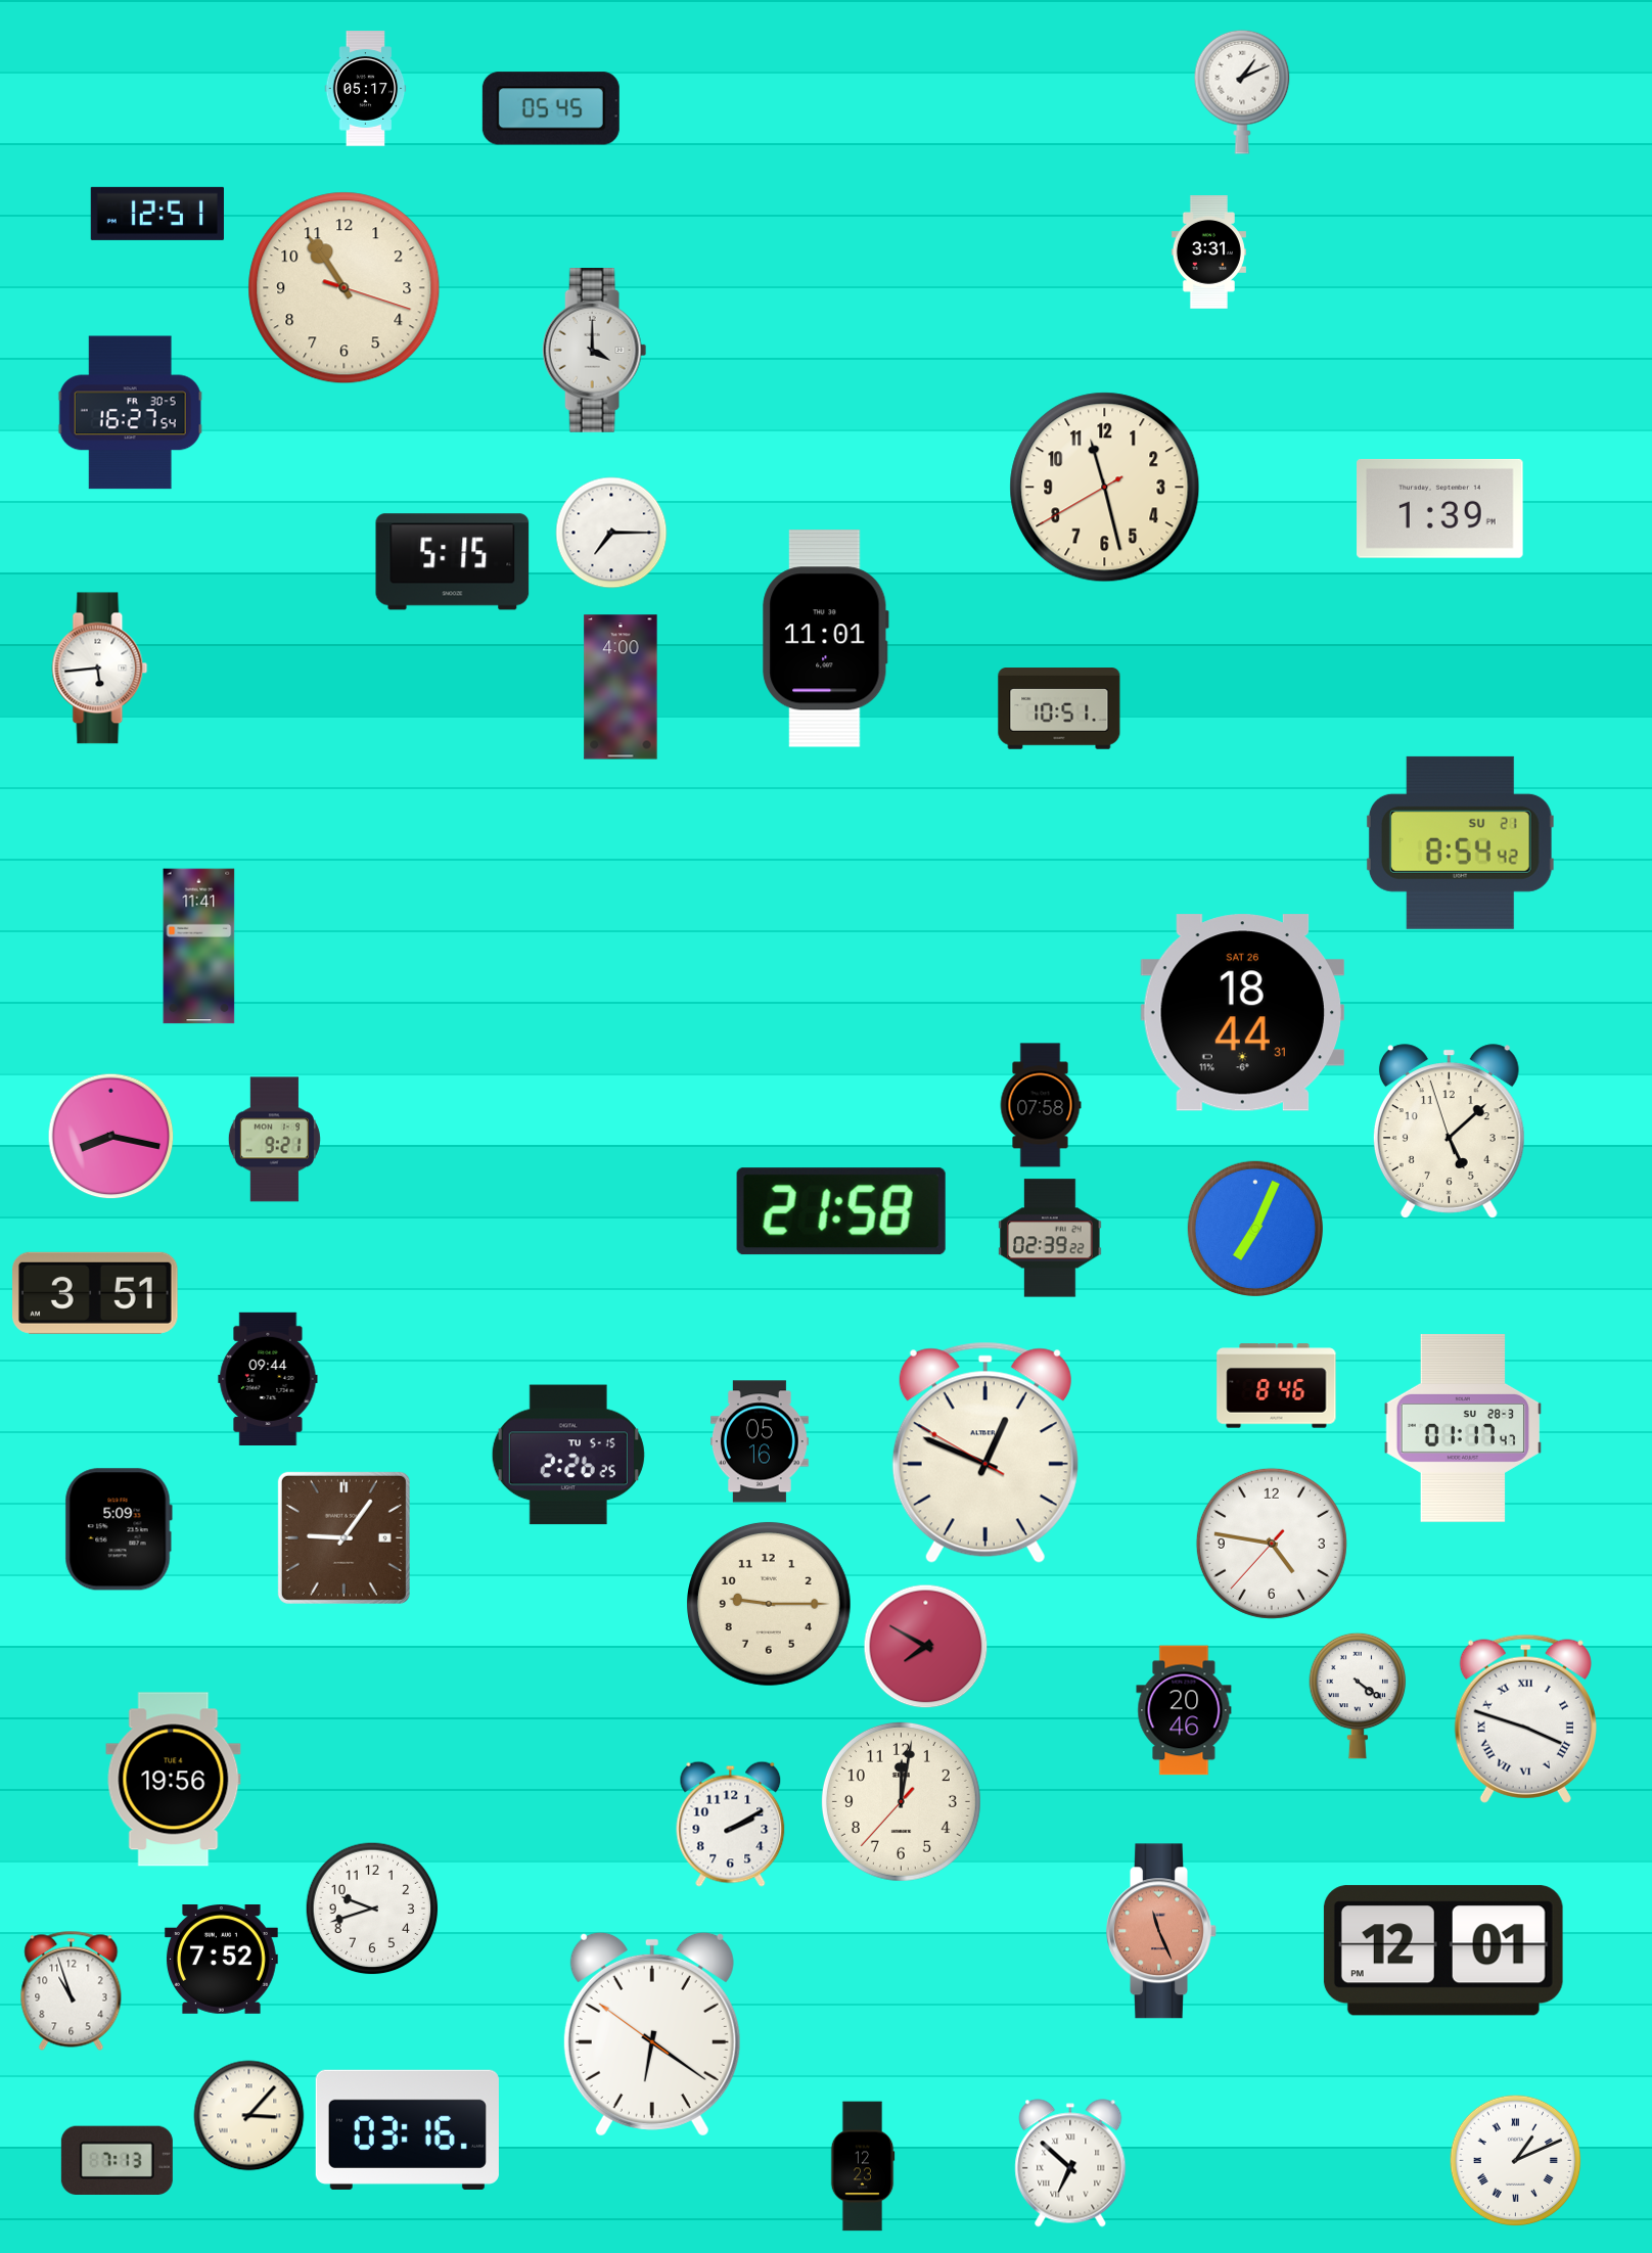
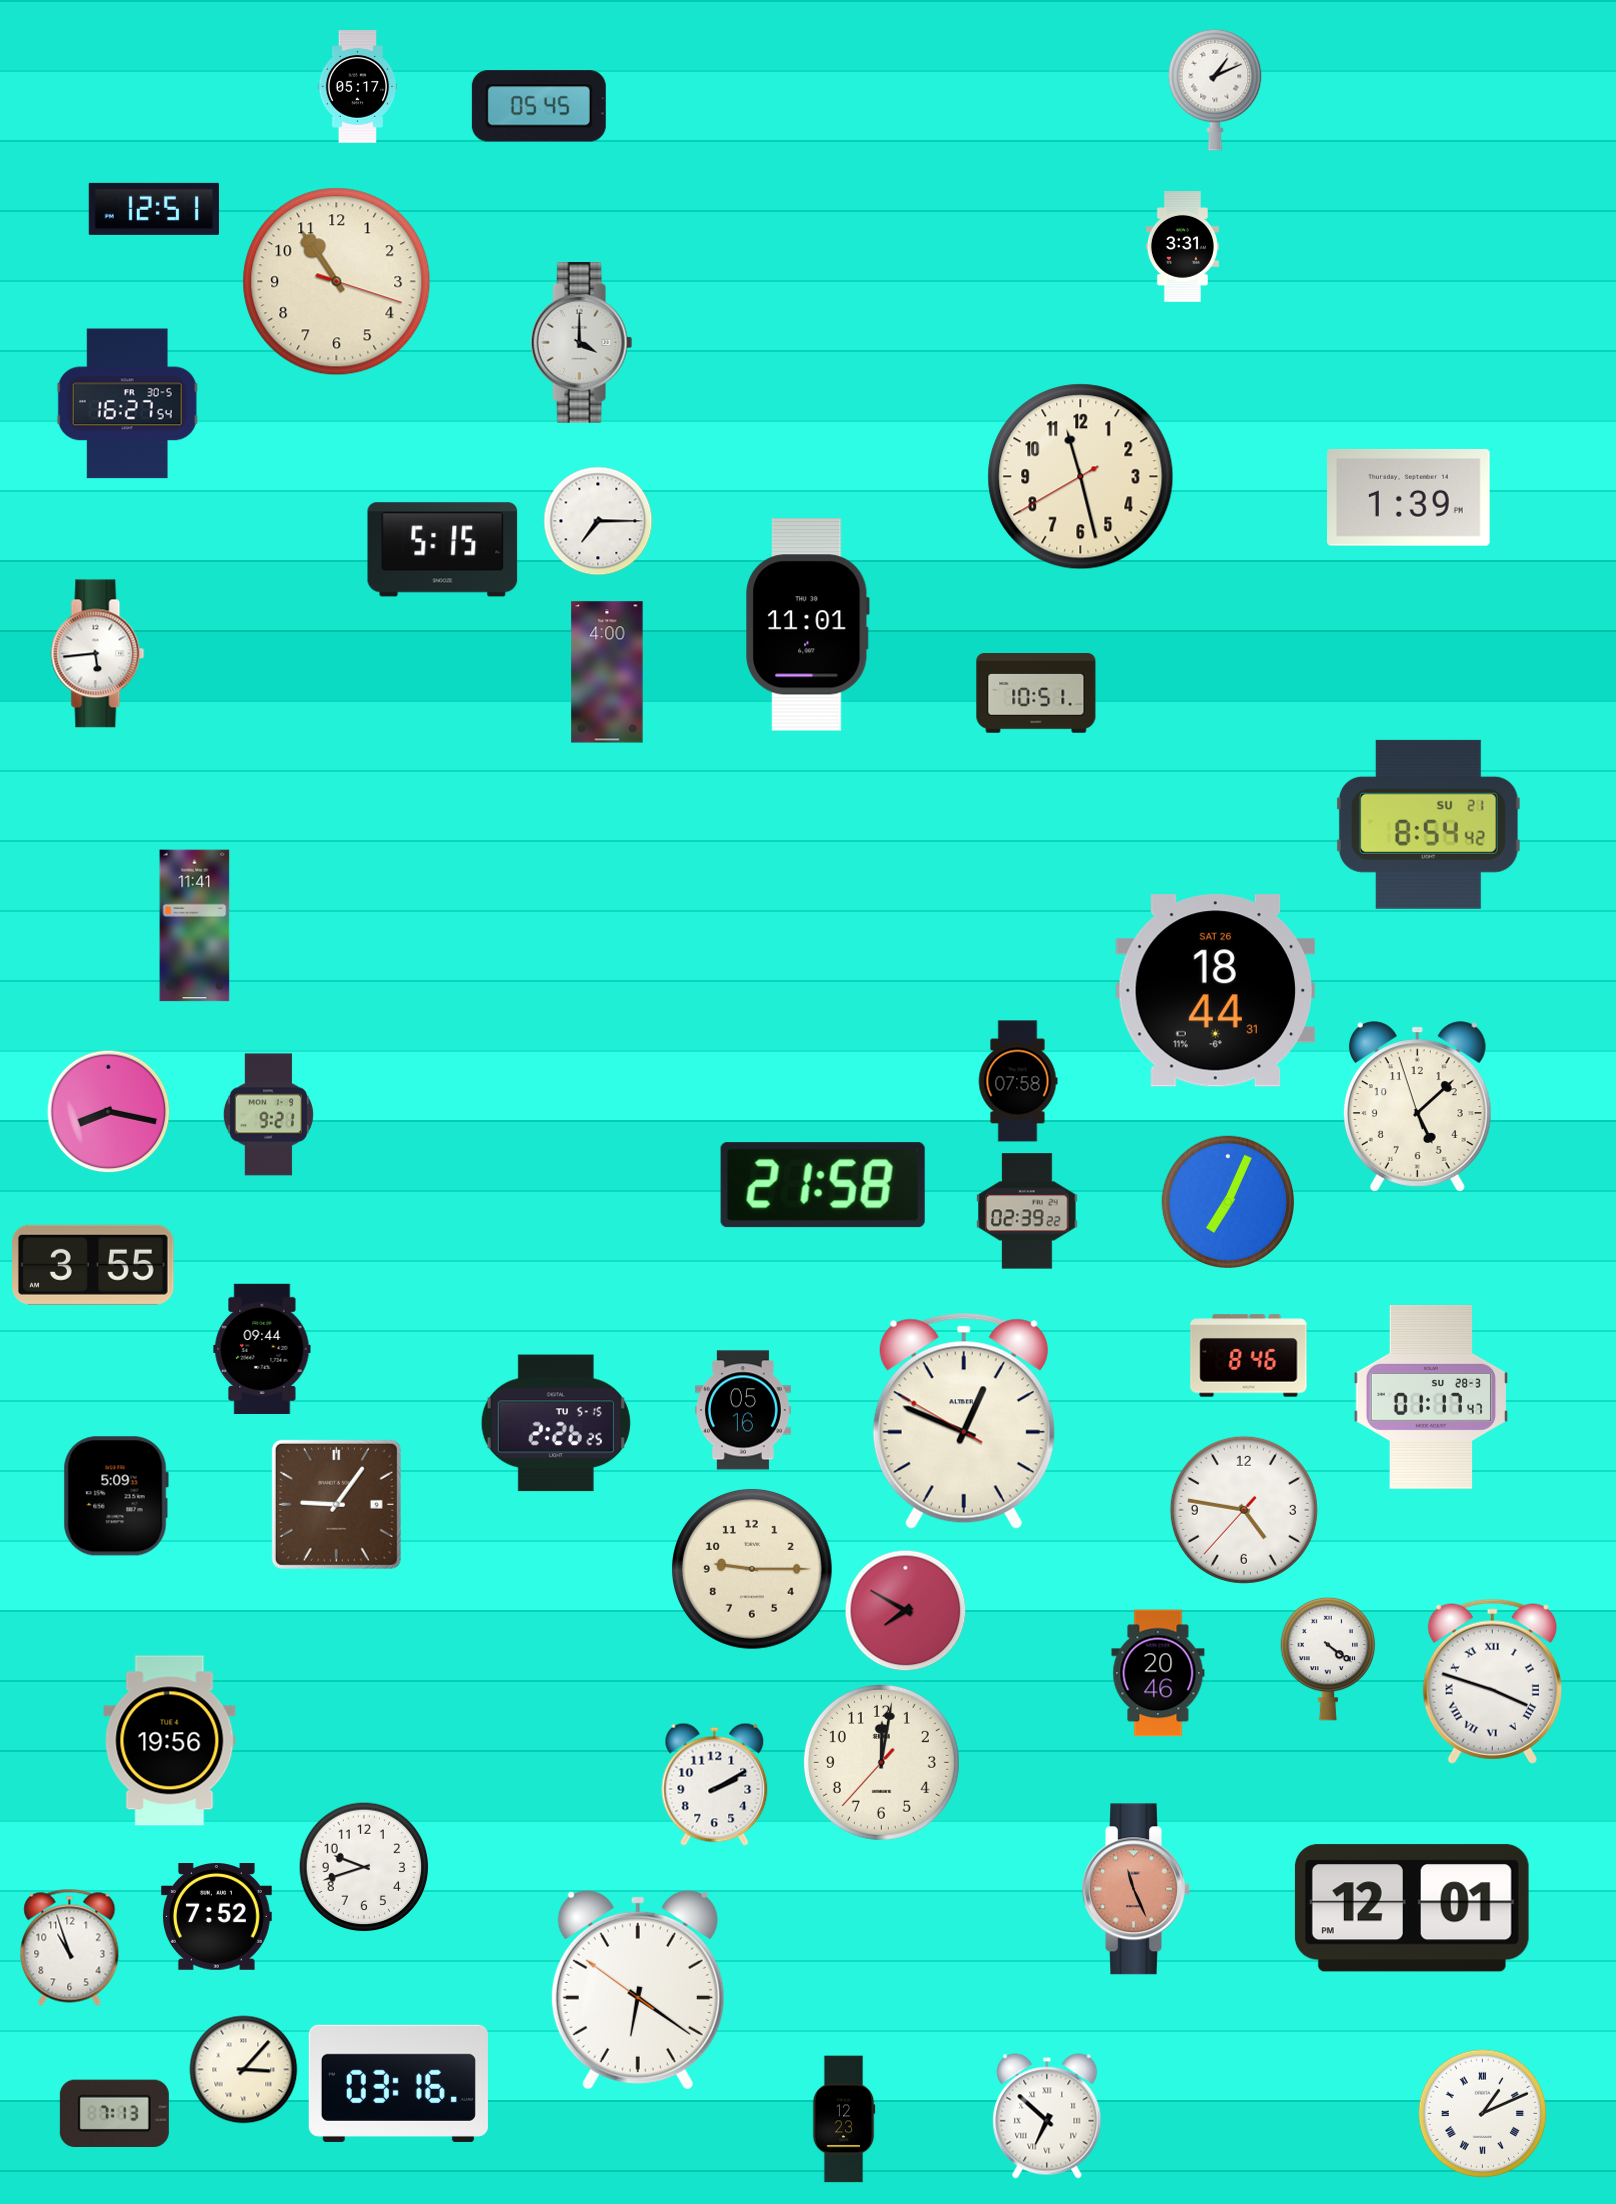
clock at (96, 1293): 3:51 -> 3:55
